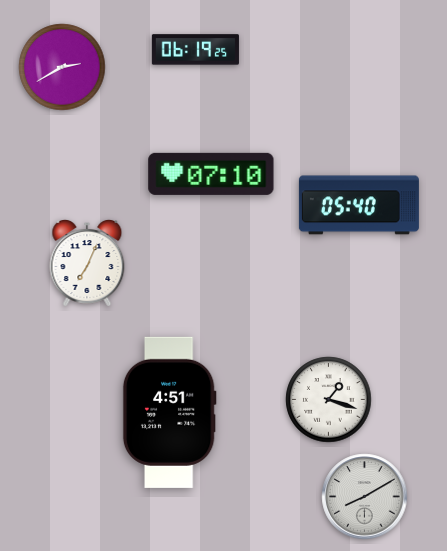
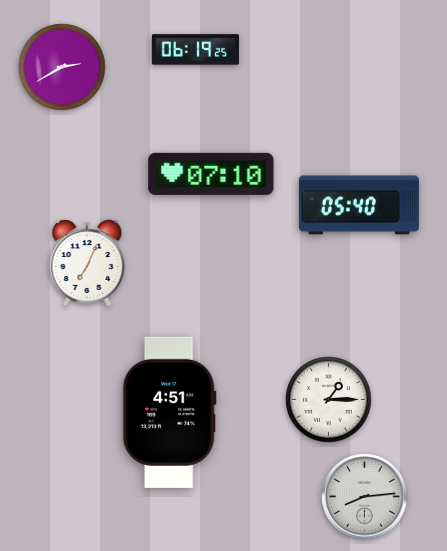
clock at (329, 400): 1:18 -> 1:15
clock at (365, 497): 8:10 -> 8:14
